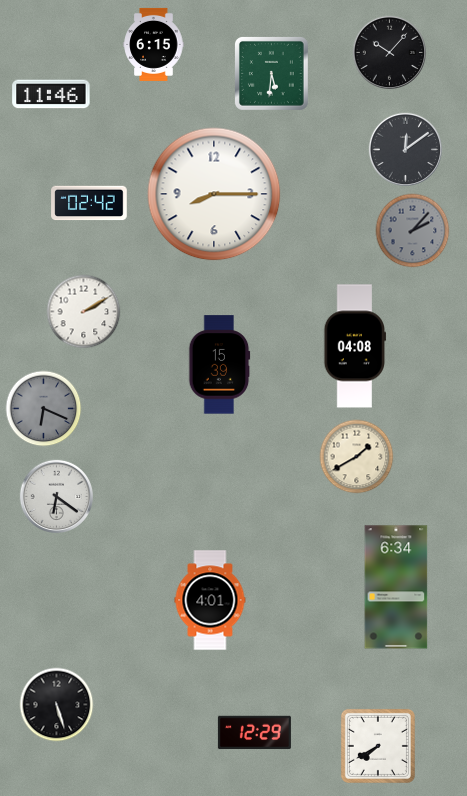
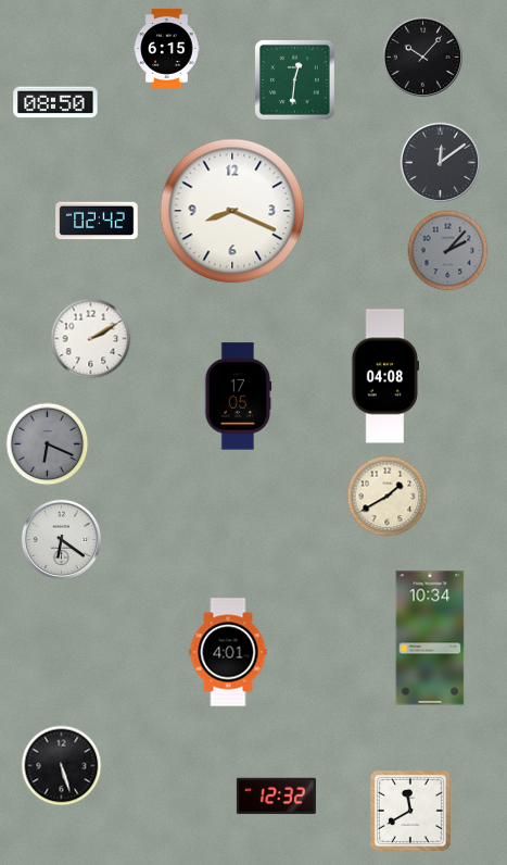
clock at (271, 73): 5:31 -> 12:31
clock at (51, 94): 11:46 -> 08:50
clock at (214, 194): 8:15 -> 8:19
clock at (219, 365): 15:39 -> 17:05
clock at (396, 587): 6:34 -> 10:34
clock at (254, 733): 12:29 -> 12:32
clock at (378, 746): 7:40 -> 11:40
